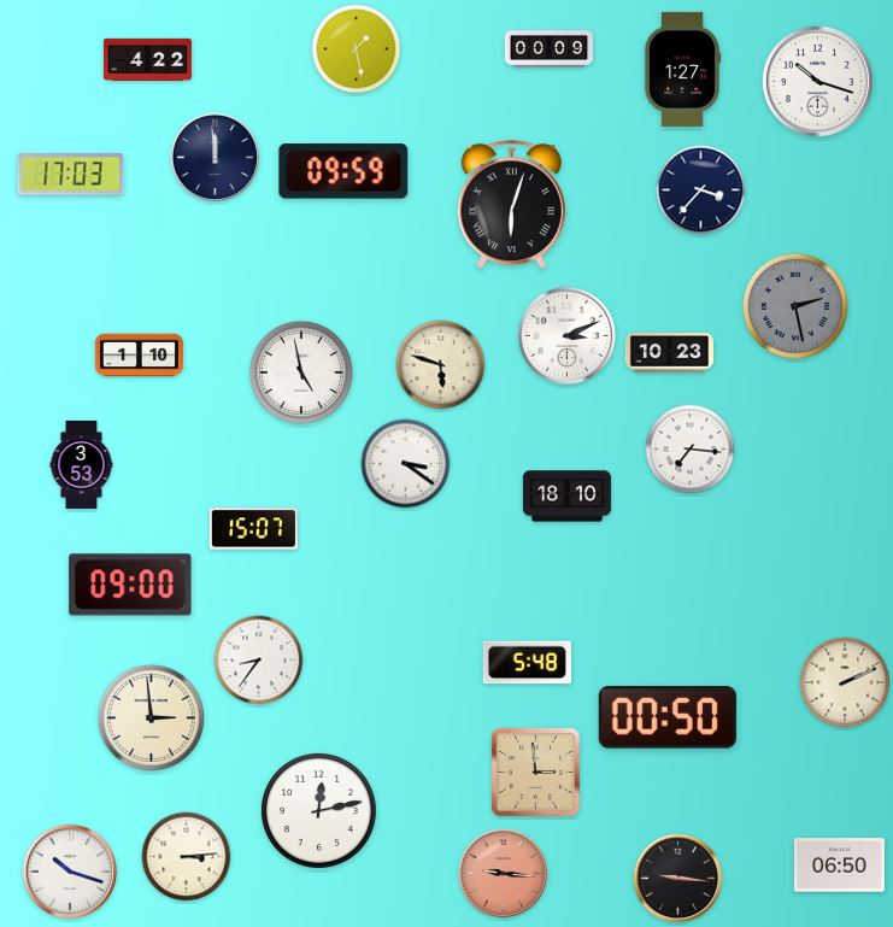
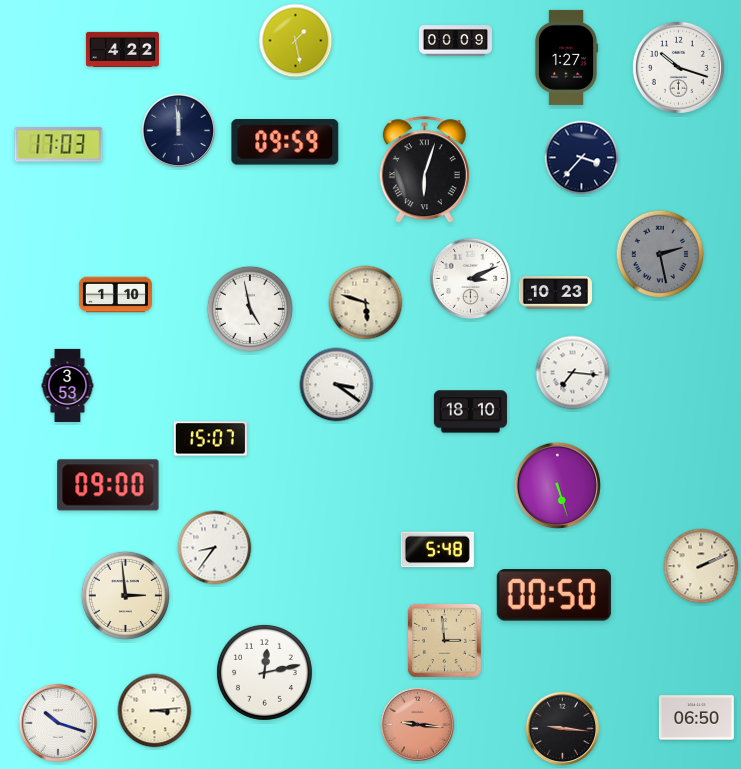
clock at (557, 485): none -> 5:27
